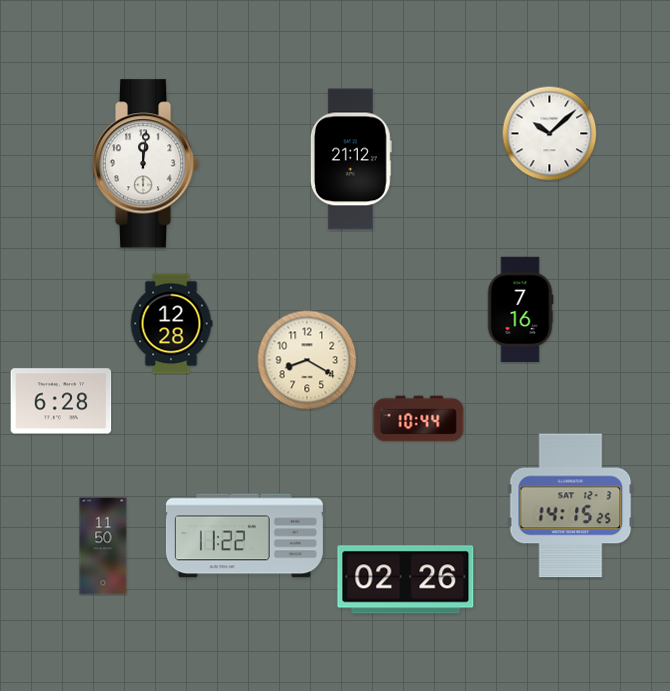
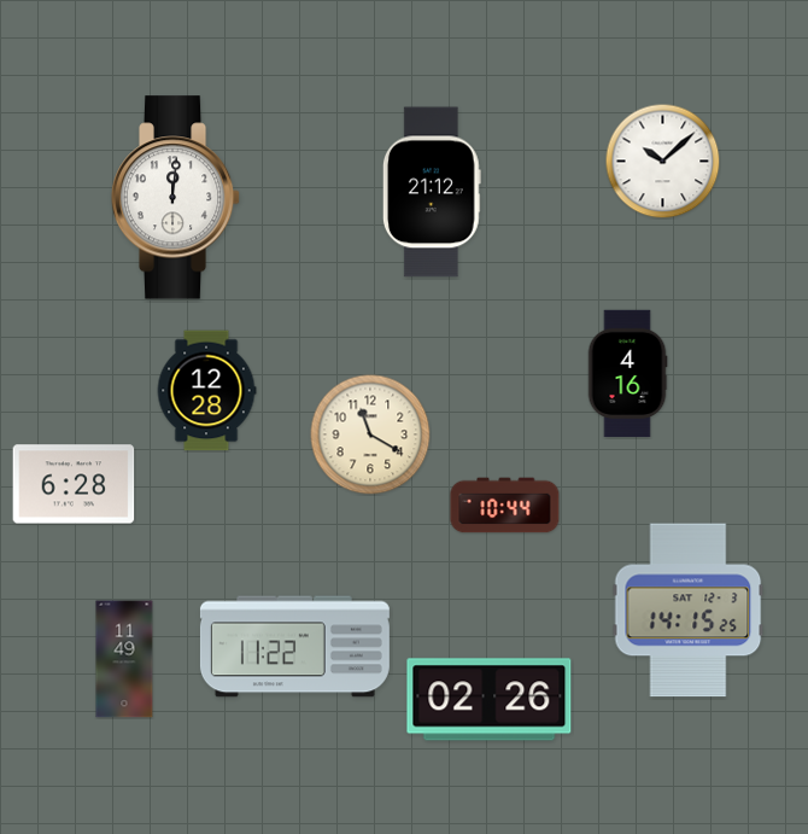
clock at (351, 159) position: (351, 159) -> (432, 192)
clock at (520, 310): 7:16 -> 4:16
clock at (307, 360): 8:20 -> 11:20
clock at (103, 546): 11:50 -> 11:49
